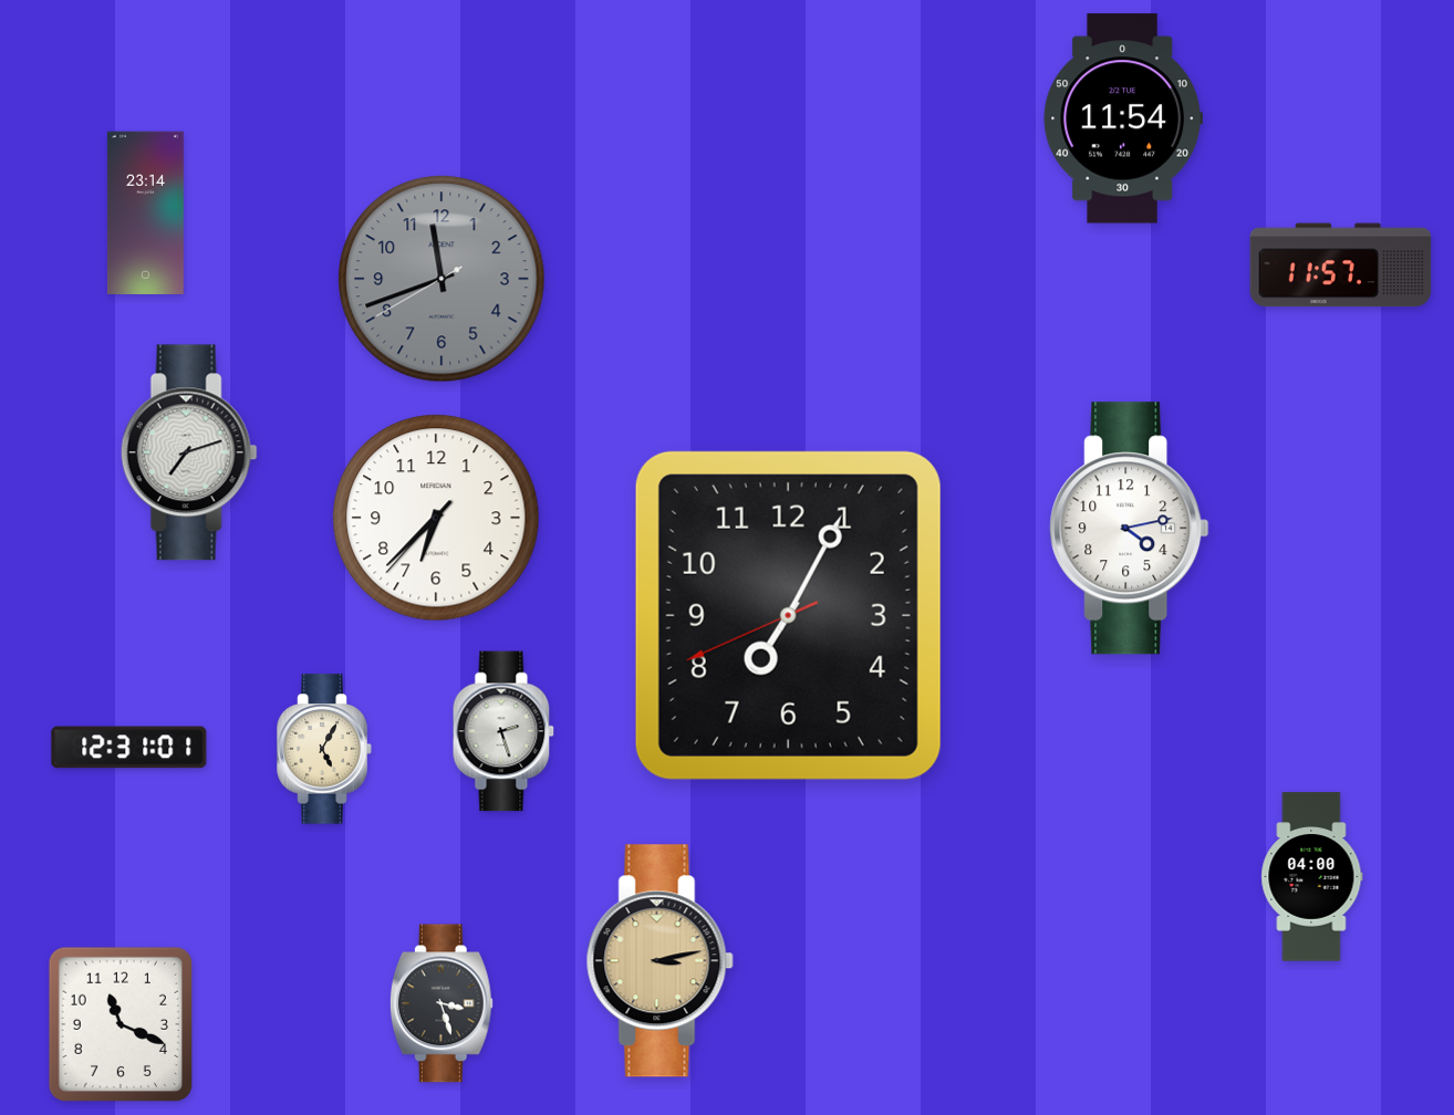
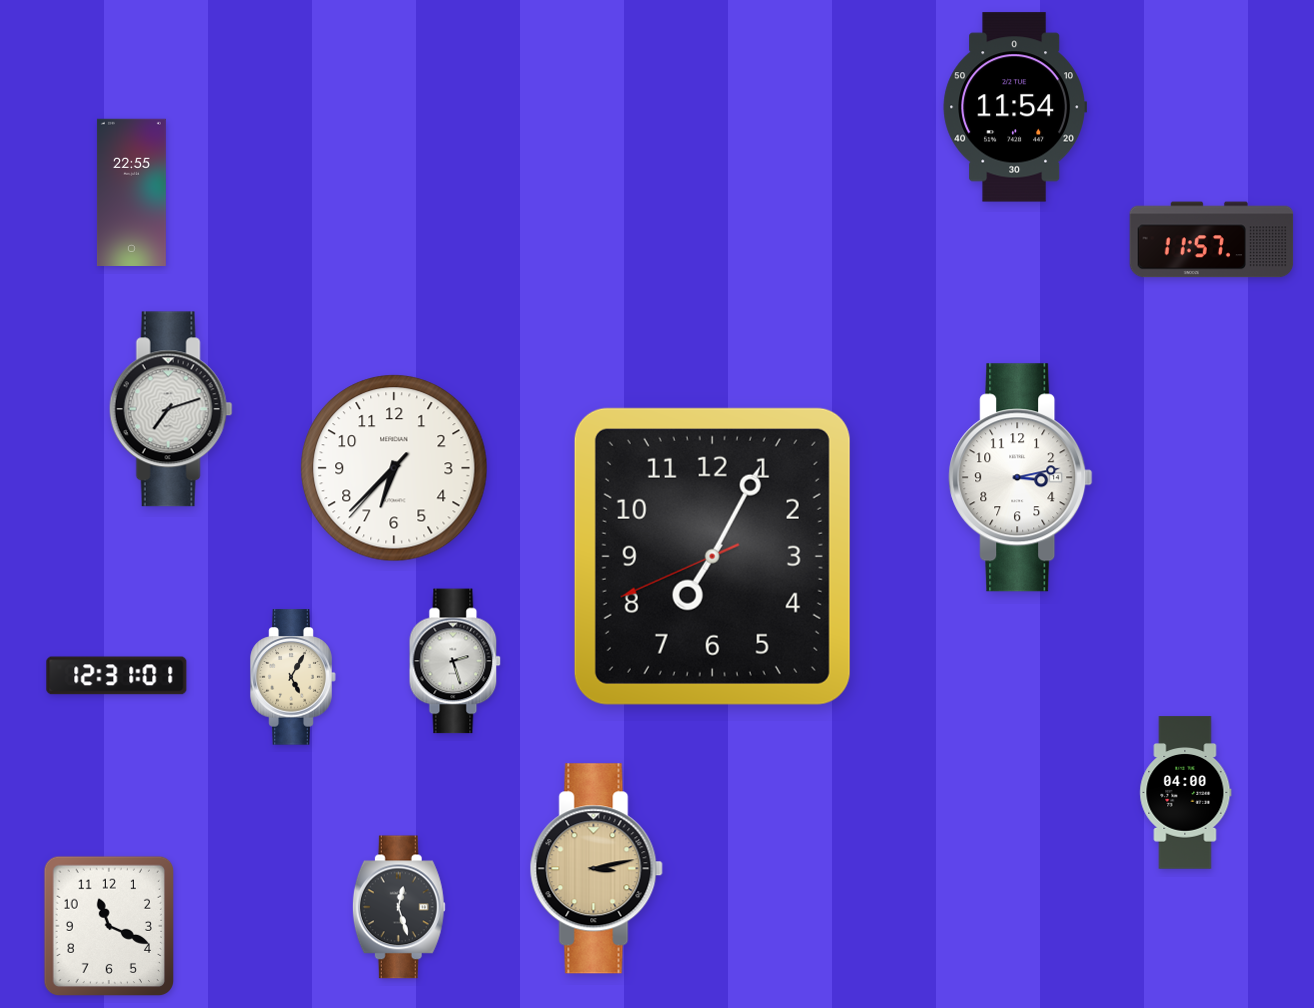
clock at (145, 212): 23:14 -> 22:55
clock at (442, 279): 11:41 -> none
clock at (1130, 529): 4:13 -> 3:13
clock at (442, 1003): 3:27 -> 12:27
